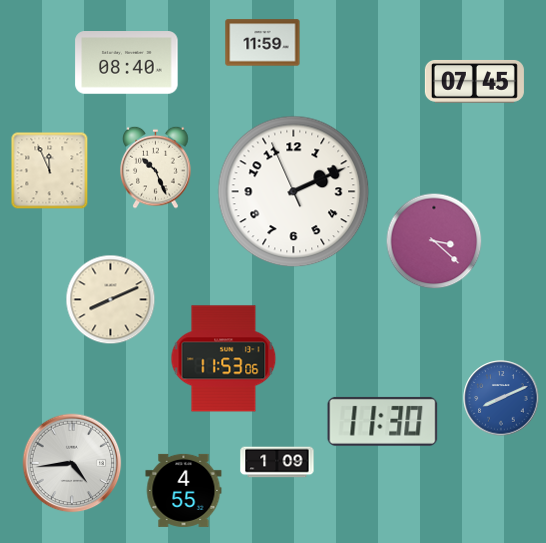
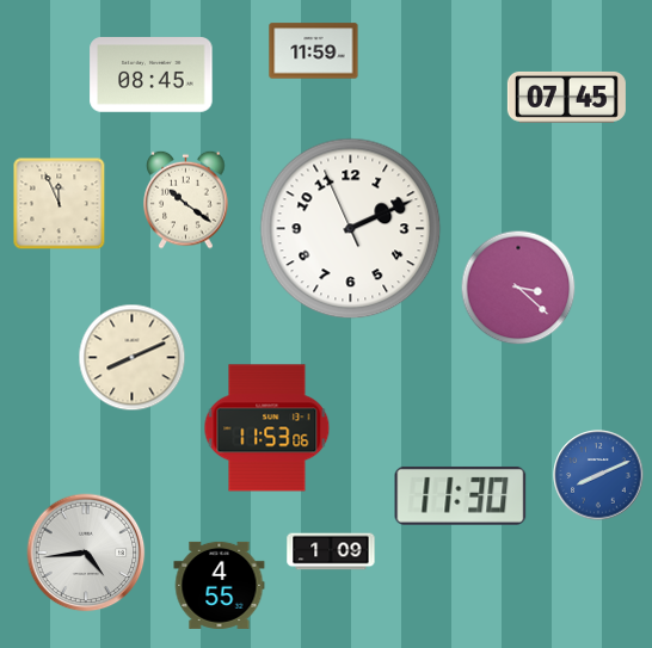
clock at (127, 63): 08:40 -> 08:45
clock at (156, 167): 10:26 -> 10:21
clock at (383, 421) position: (383, 421) -> (461, 495)
